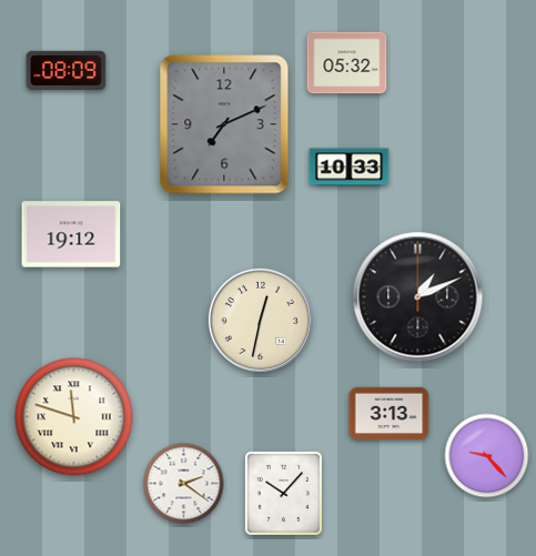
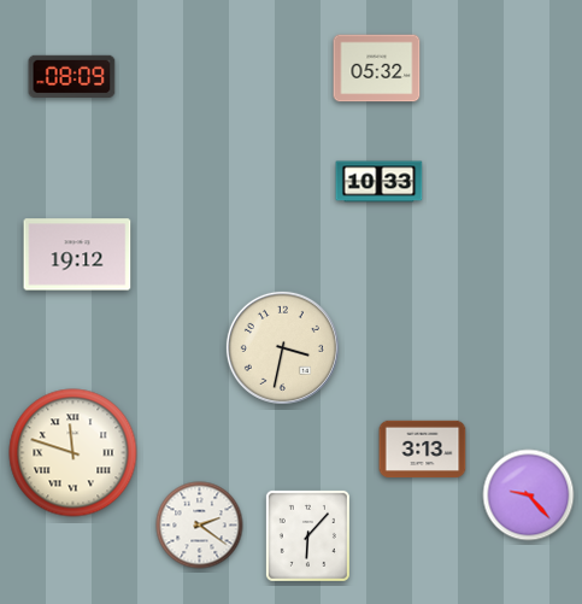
clock at (224, 124): 7:11 -> none
clock at (418, 297): 1:11 -> none
clock at (260, 320): 12:32 -> 3:32
clock at (74, 417) position: (74, 417) -> (74, 453)
clock at (283, 493): 10:07 -> 6:07
